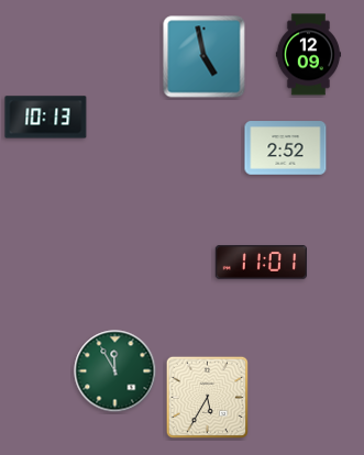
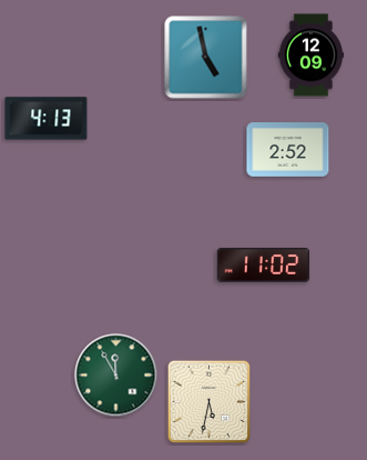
clock at (46, 118): 10:13 -> 4:13
clock at (262, 263): 11:01 -> 11:02
clock at (207, 397): 5:35 -> 5:32
